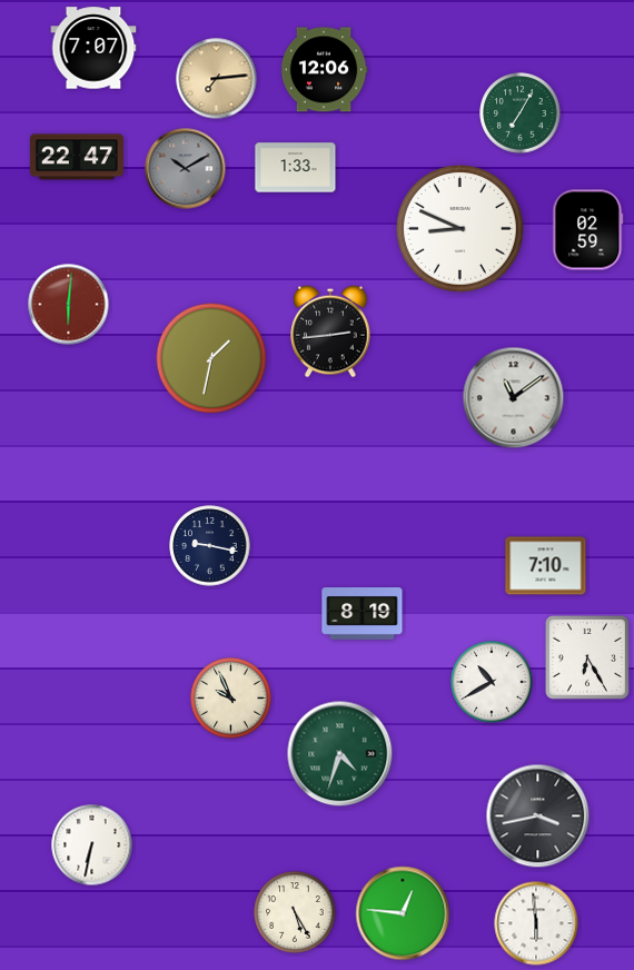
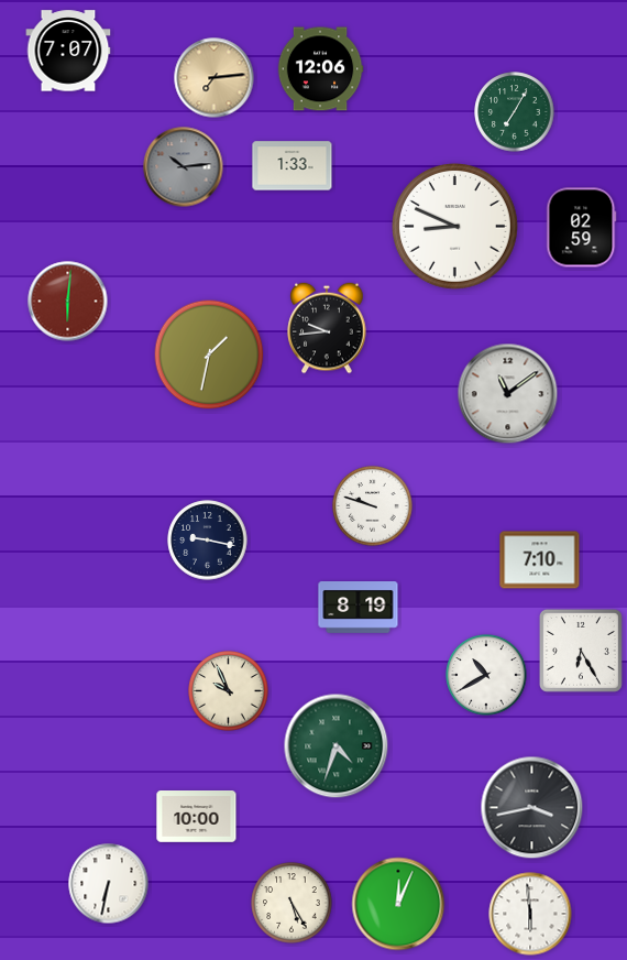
clock at (93, 48) position: (93, 48) -> (68, 51)
clock at (77, 157): 22:47 -> none
clock at (186, 169): 10:10 -> 10:14
clock at (330, 331): 2:44 -> 9:44
clock at (373, 506): none -> 9:48
clock at (197, 817): none -> 10:00
clock at (92, 845) position: (92, 845) -> (109, 884)
clock at (403, 913): 12:46 -> 12:04
